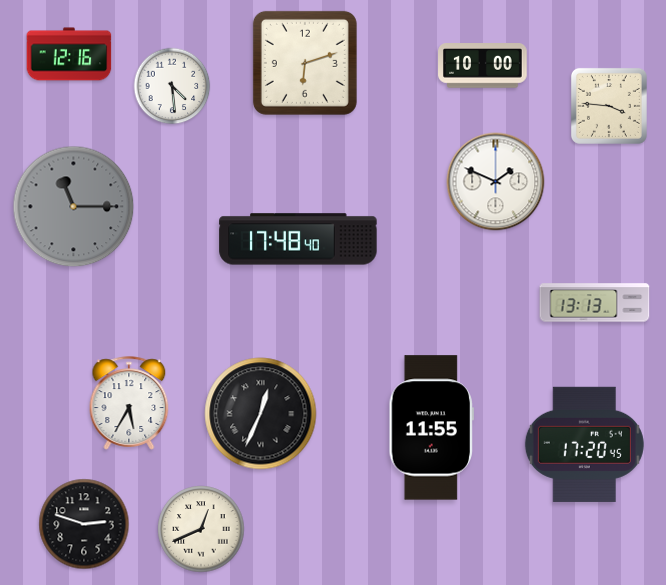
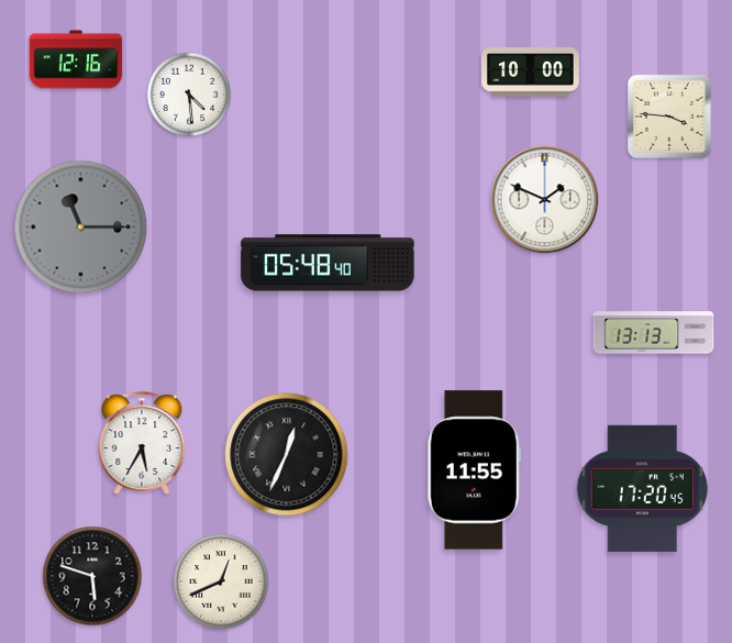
clock at (305, 63): 6:12 -> none
clock at (298, 239): 17:48 -> 05:48
clock at (84, 524): 2:48 -> 5:48
